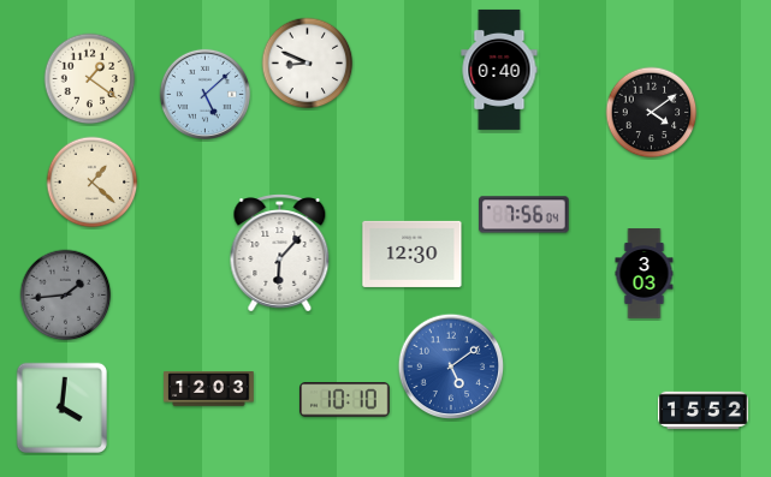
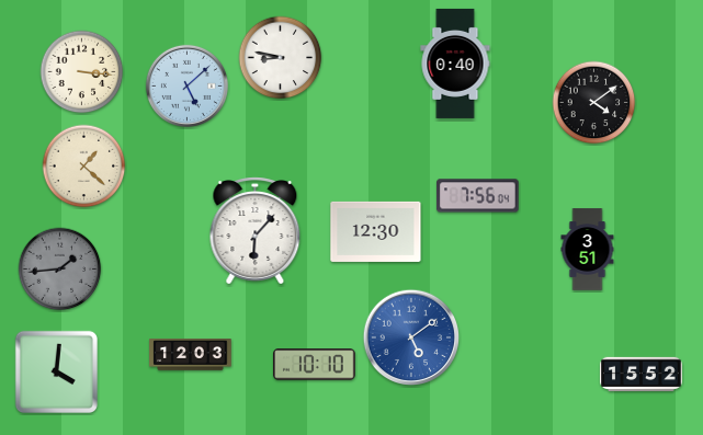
clock at (308, 64): 8:49 -> 8:47
clock at (90, 79): 1:21 -> 3:16
clock at (645, 274): 3:03 -> 3:51
clock at (451, 366) position: (451, 366) -> (411, 337)
